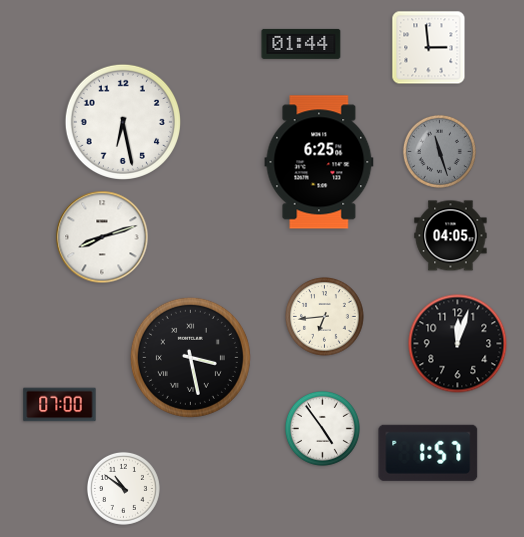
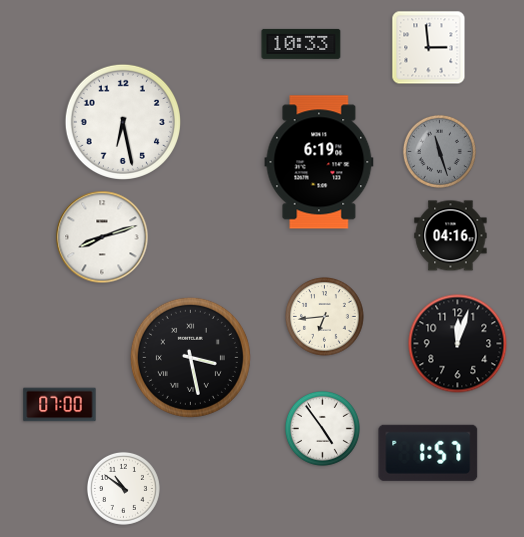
clock at (301, 44): 01:44 -> 10:33
clock at (319, 162): 6:25 -> 6:19
clock at (451, 236): 04:05 -> 04:16
